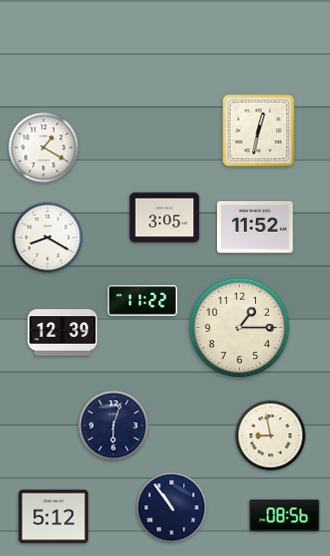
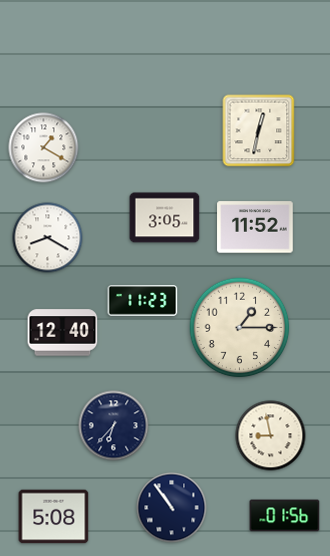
clock at (143, 301): 11:22 -> 11:23
clock at (63, 333): 12:39 -> 12:40
clock at (114, 426): 6:03 -> 6:37
clock at (285, 516): 08:56 -> 01:56
clock at (54, 517): 5:12 -> 5:08
